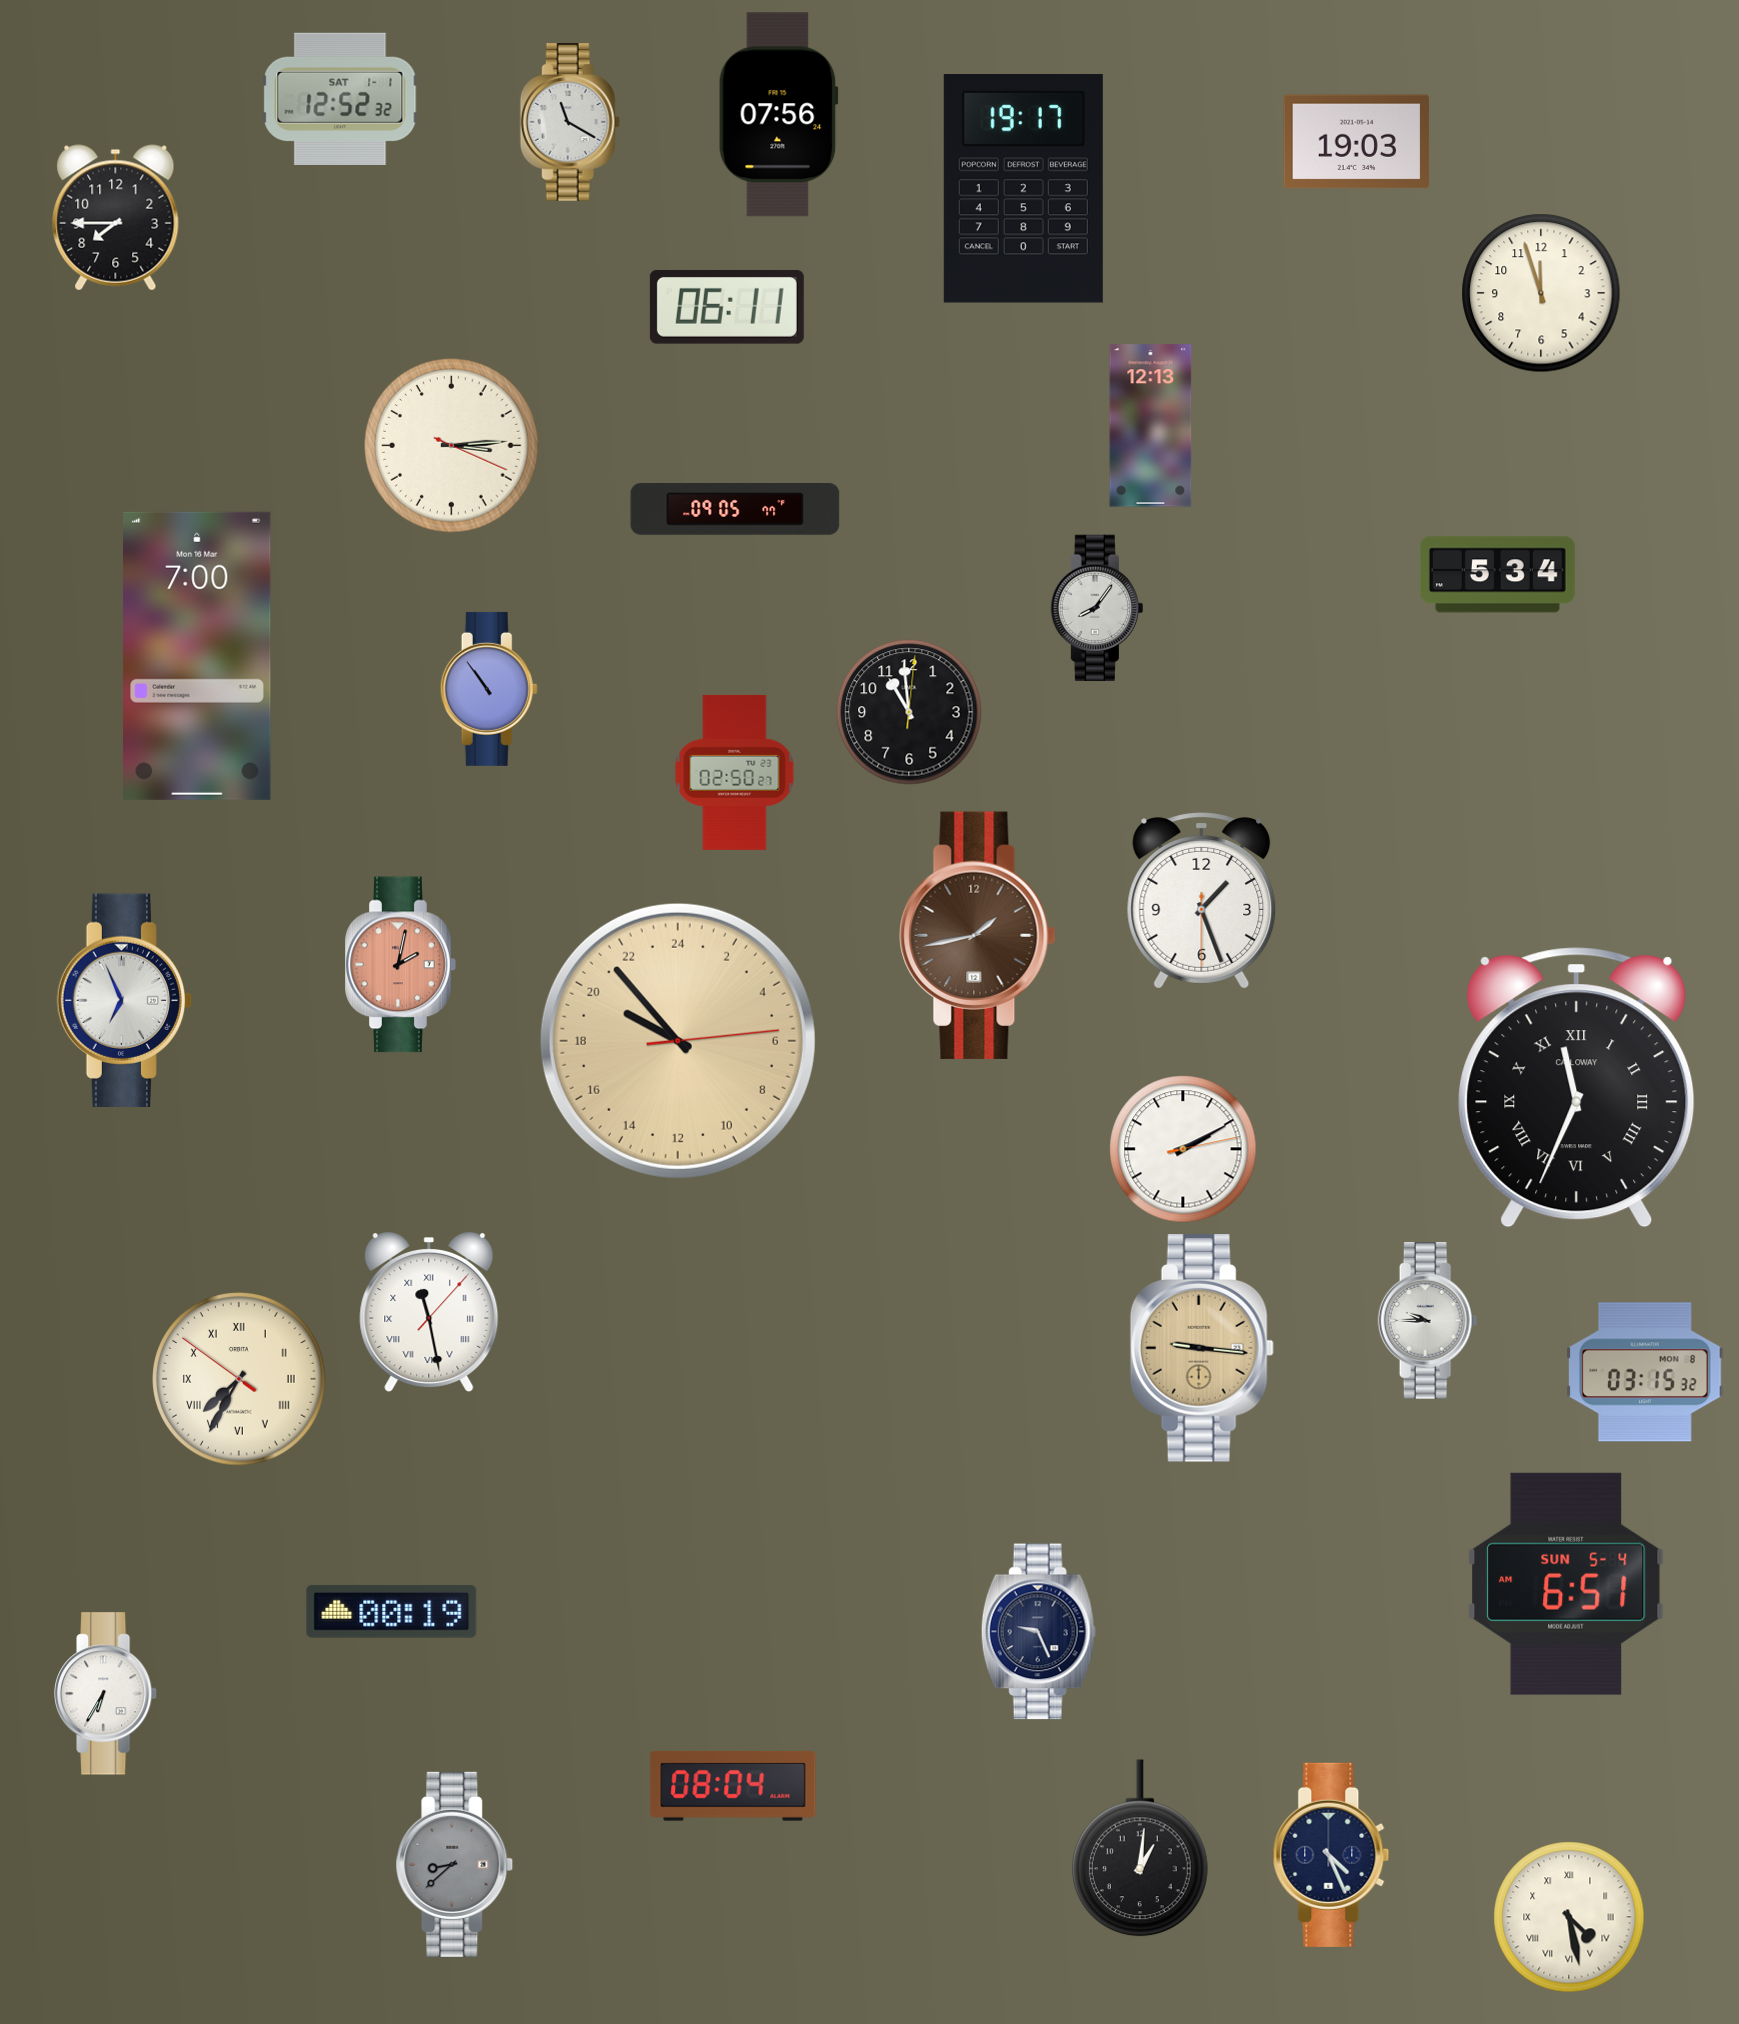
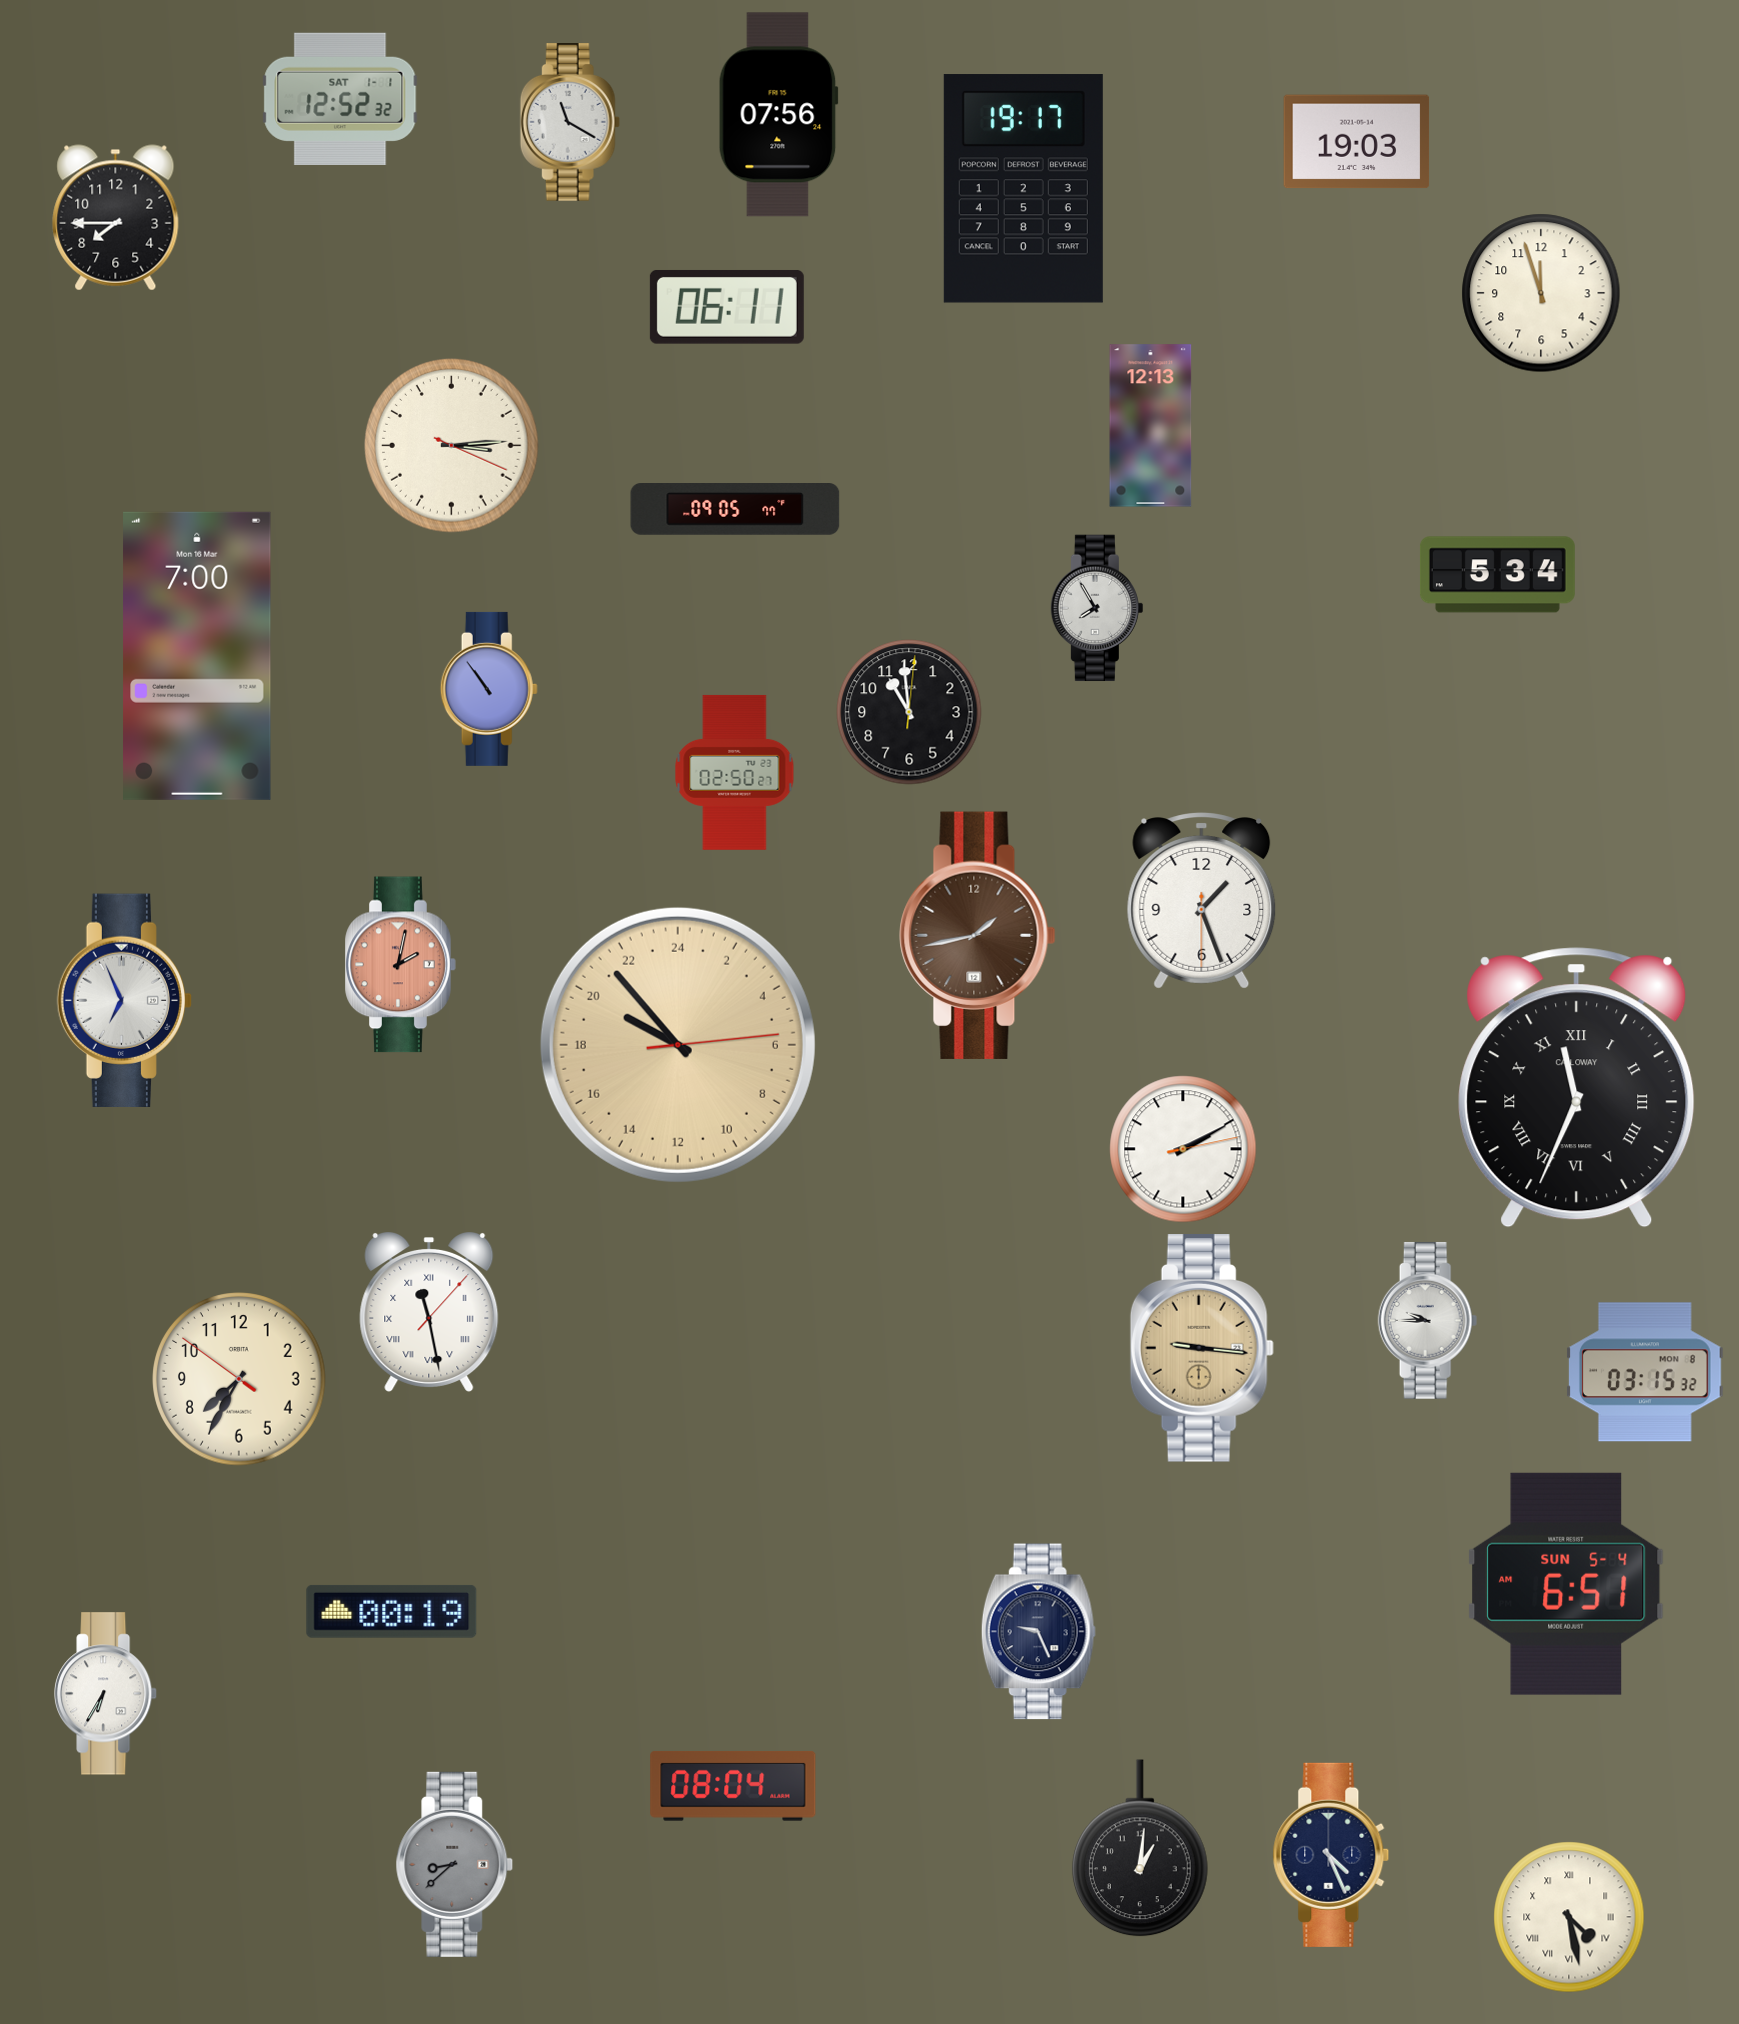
clock at (1097, 608): 8:06 -> 7:55
clock at (678, 1041) position: (678, 1041) -> (678, 1045)
clock at (239, 1379) numerals: Roman -> Arabic
